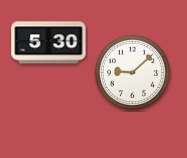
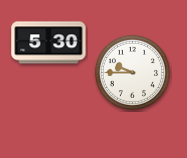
clock at (132, 72): 9:08 -> 9:45
